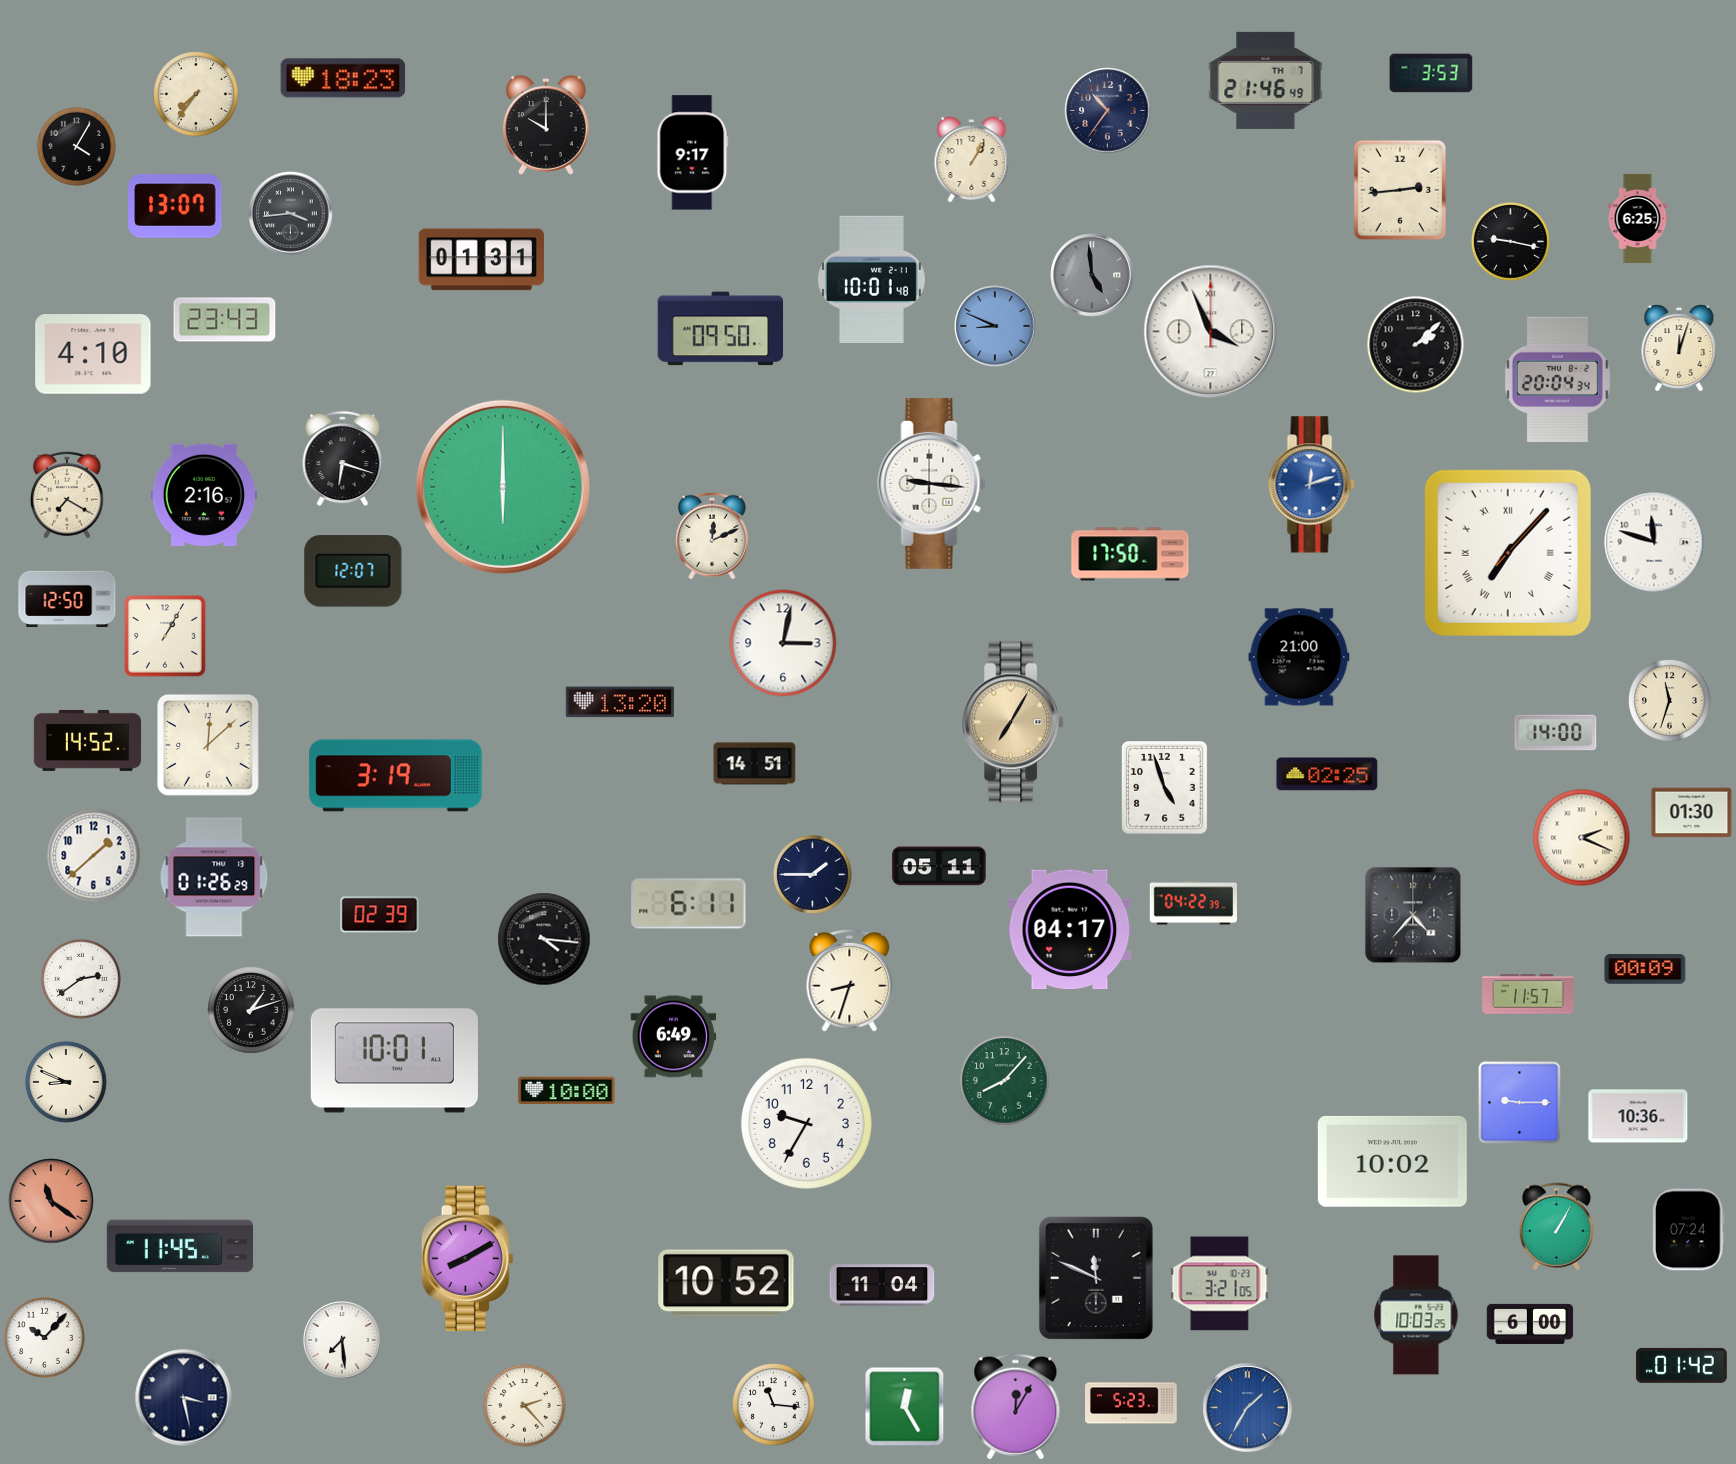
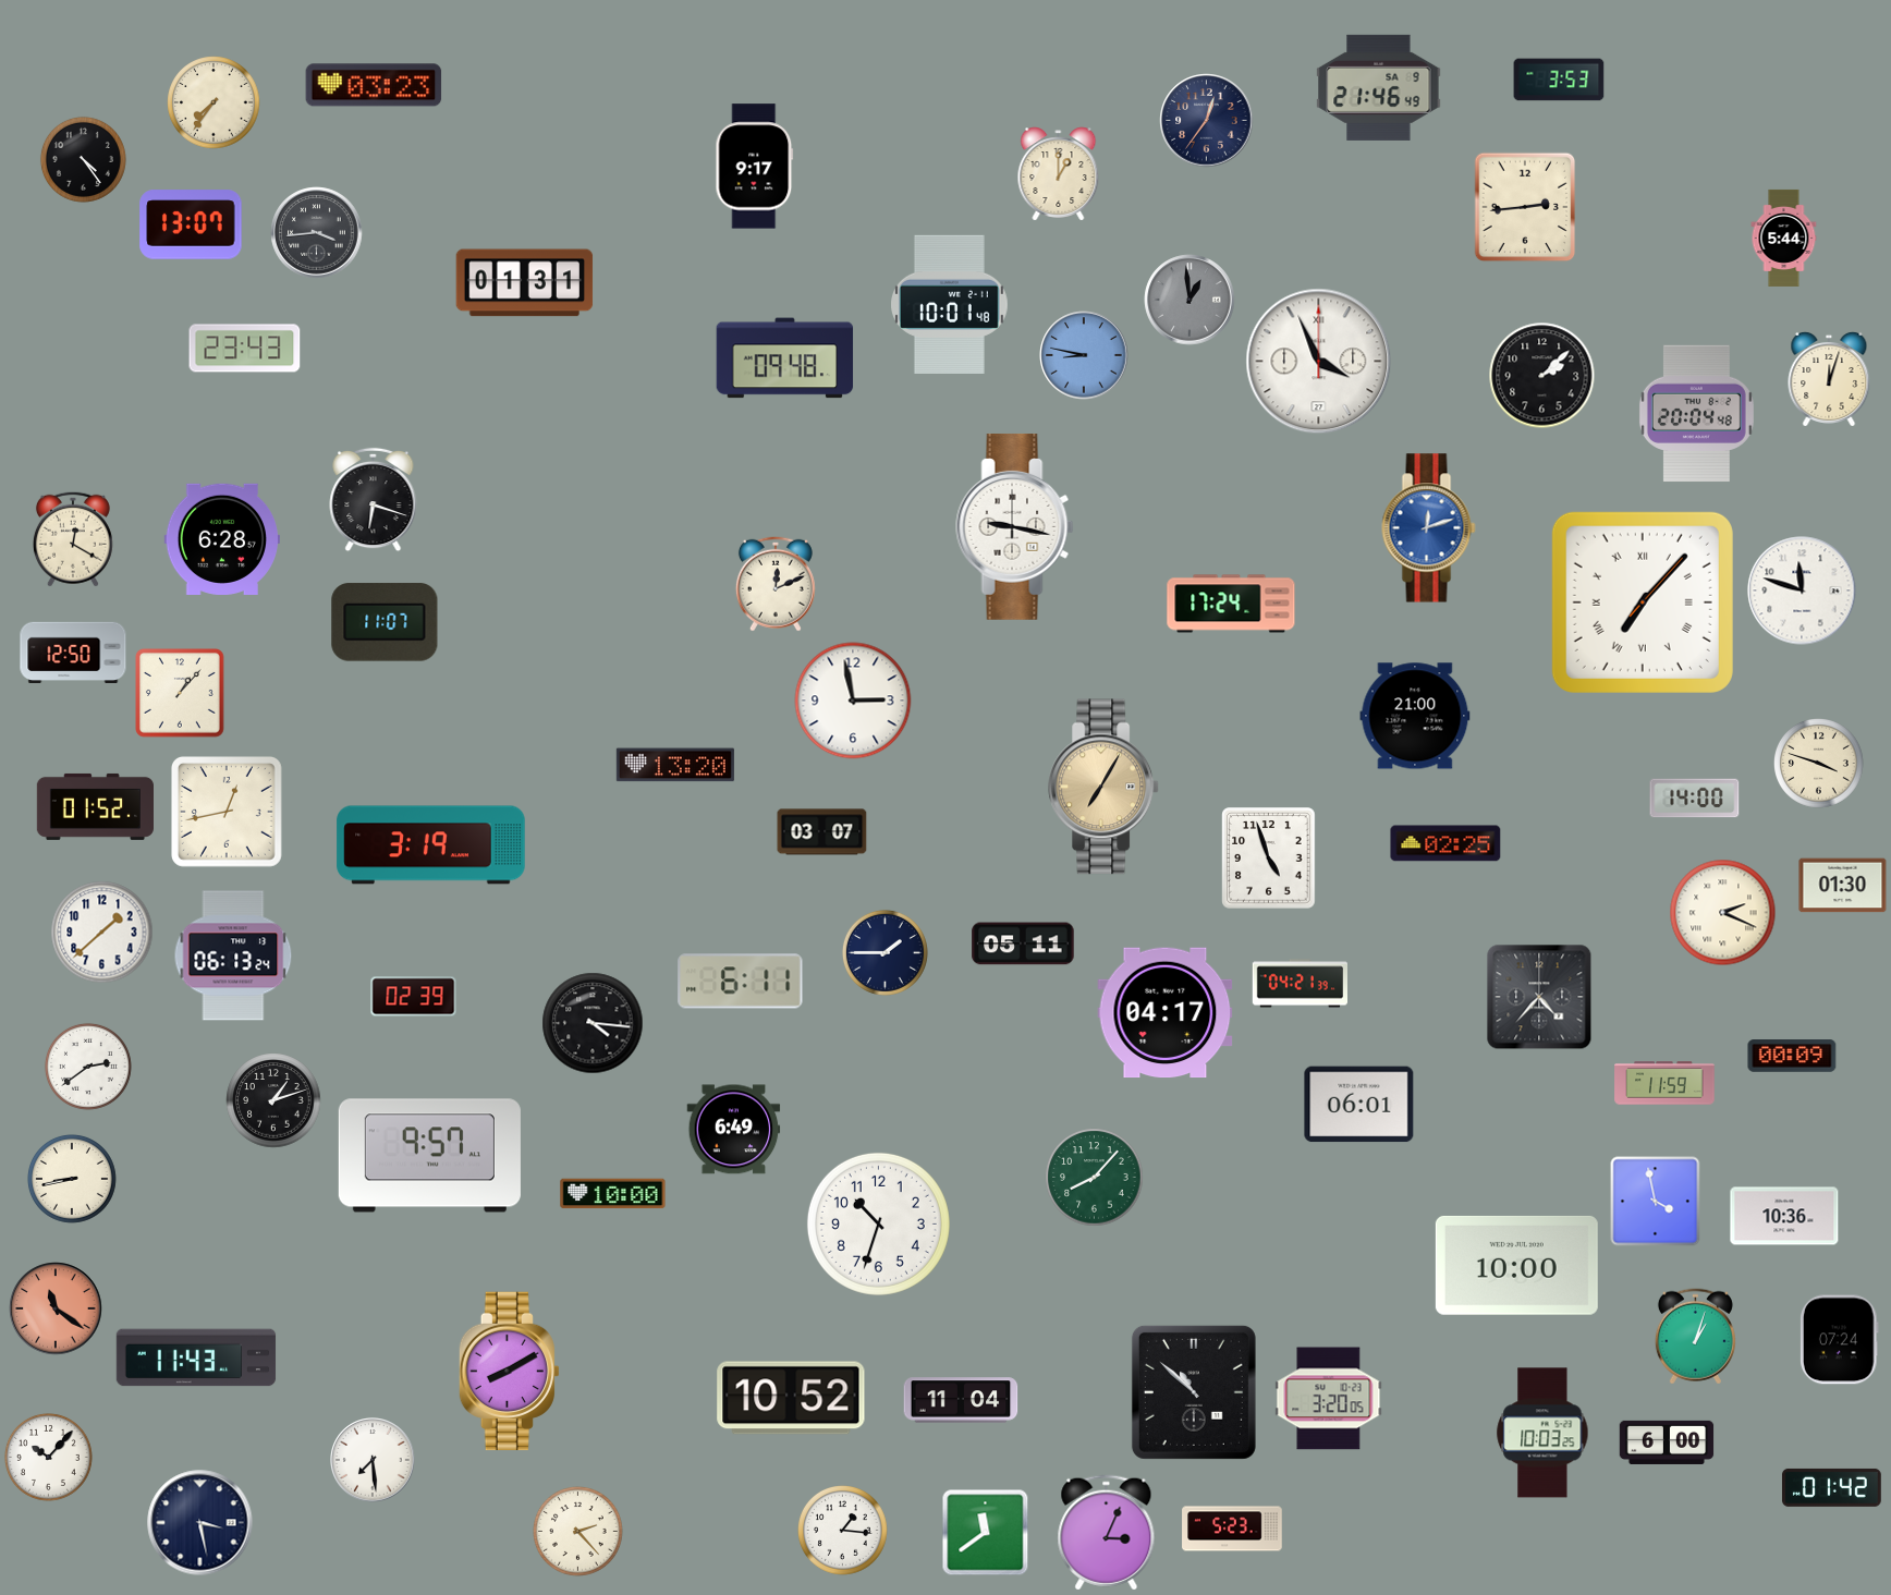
clock at (343, 78): 18:23 -> 03:23
clock at (1266, 80) date: TH 7 -> SA 9
clock at (1108, 111): 10:36 -> 12:36
clock at (547, 125): 10:00 -> none
clock at (76, 146): 4:05 -> 4:24
clock at (972, 160): 1:05 -> 1:00
clock at (1638, 218): 6:25 -> 5:44
clock at (1510, 241): 9:17 -> none
clock at (1092, 275): 4:59 -> 12:59
clock at (995, 326): 8:49 -> 8:47
clock at (721, 329): 09:50 -> 09:48
clock at (93, 354): 4:10 -> none
clock at (1557, 380): 20:04:34 -> 20:04:48
clock at (932, 483): 9:16 -> 9:17
clock at (503, 487): 6:00 -> none
clock at (67, 495): 7:20 -> 12:20
clock at (203, 495): 2:16 -> 6:28
clock at (1130, 554): 17:50 -> 17:24
clock at (353, 571): 12:07 -> 11:07
clock at (165, 636): 1:05 -> 1:07
clock at (783, 643): 3:02 -> 2:58
clock at (1670, 701): 11:33 -> 3:48
clock at (87, 740): 14:52 -> 01:52
clock at (208, 745): 12:08 -> 12:43
clock at (755, 764): 14:51 -> 03:07
clock at (214, 877): 01:26 -> 06:13
clock at (1194, 903): 04:22 -> 04:21
clock at (689, 904) position: (689, 904) -> (741, 982)
clock at (850, 981): 8:33 -> none
clock at (1528, 994): 11:57 -> 11:59
clock at (1359, 1105): none -> 06:01
clock at (394, 1061): 10:01 -> 9:57
clock at (66, 1082): 8:49 -> 8:43
clock at (567, 1091) position: (567, 1091) -> (613, 1194)
clock at (1520, 1103): 9:15 -> 3:58
clock at (806, 1123): 9:35 -> 10:33
clock at (1392, 1161): 10:02 -> 10:00
clock at (1556, 1227): 1:05 -> 1:03
clock at (180, 1246): 11:45 -> 11:43
clock at (1096, 1278): 11:49 -> 10:52
clock at (1220, 1284): 3:21 -> 3:20
clock at (774, 1405): 11:16 -> 1:16
clock at (525, 1406) position: (525, 1406) -> (578, 1532)
clock at (905, 1407): 12:25 -> 11:39
clock at (1016, 1407): 12:05 -> 3:04
clock at (1248, 1408): 1:35 -> none
